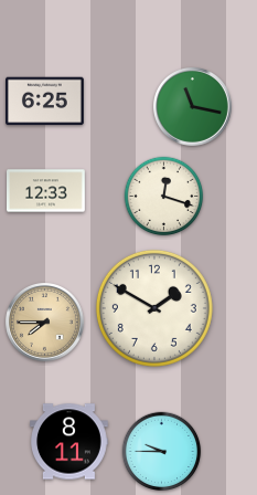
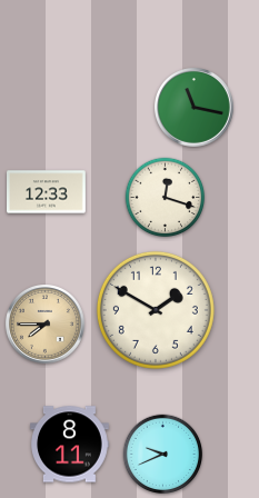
clock at (45, 102): 6:25 -> none
clock at (162, 452): 9:45 -> 9:41
